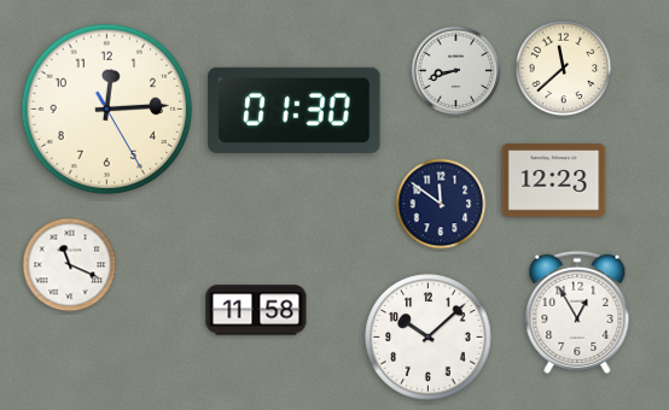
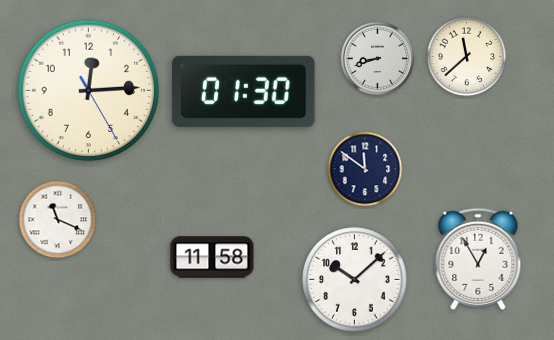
clock at (554, 181): 12:23 -> none
